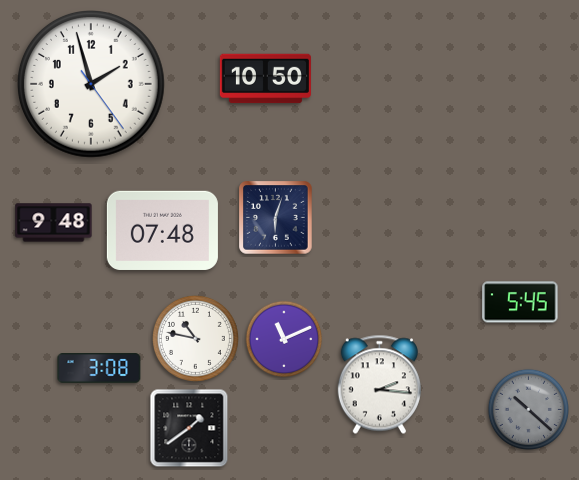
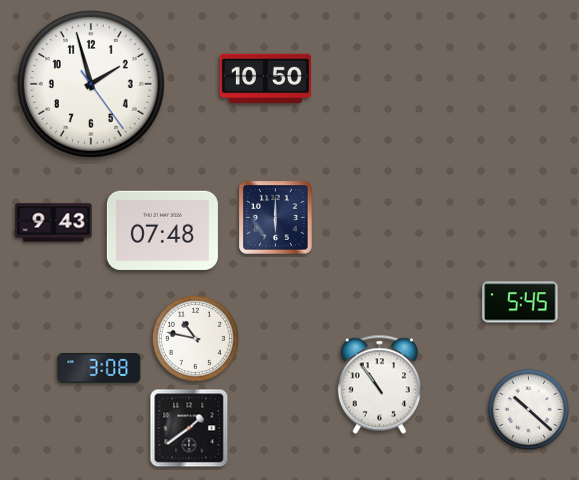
clock at (276, 218): 6:03 -> 6:00
clock at (54, 223): 9:48 -> 9:43
clock at (284, 339): 11:11 -> none
clock at (379, 385): 2:16 -> 10:54
clock at (528, 409) dial: grey -> white
